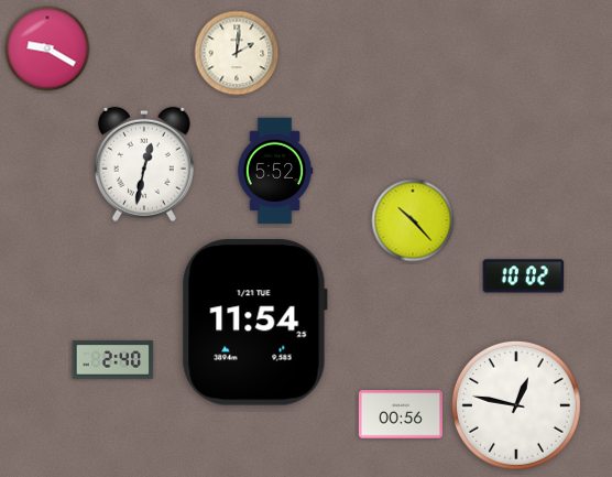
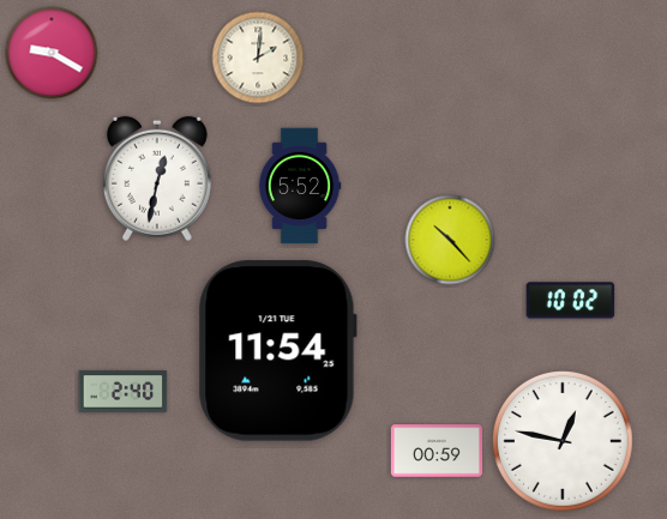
clock at (400, 414): 00:56 -> 00:59
